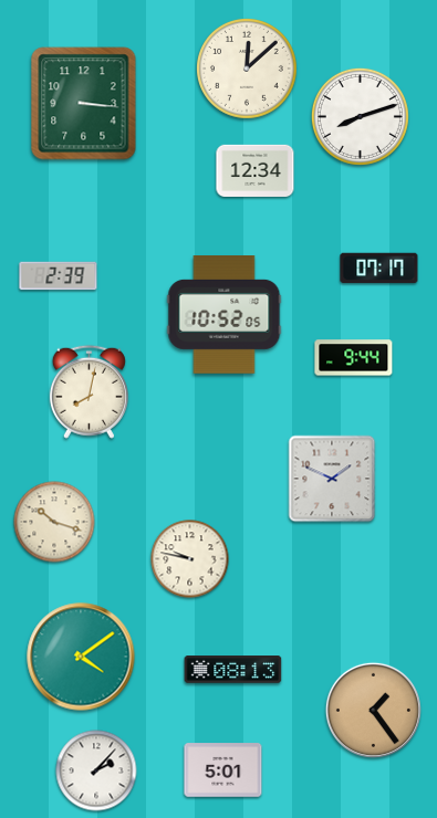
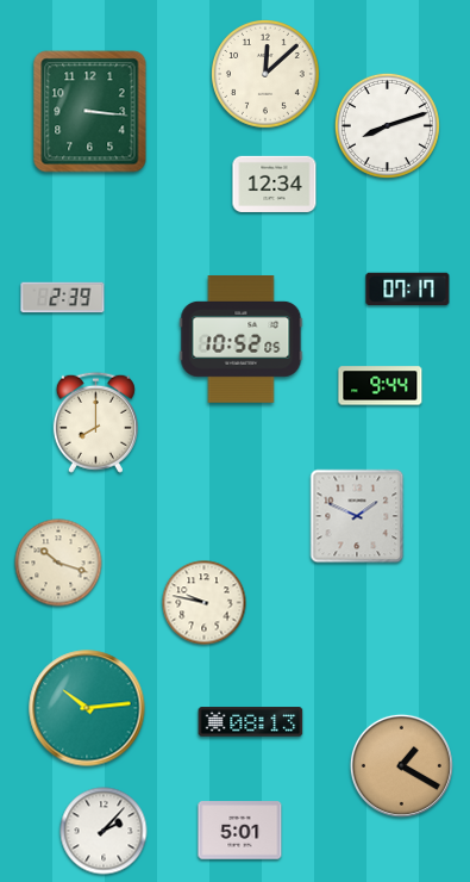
clock at (89, 391): 8:02 -> 8:00
clock at (81, 657): 4:09 -> 10:14
clock at (373, 710): 1:24 -> 1:20
